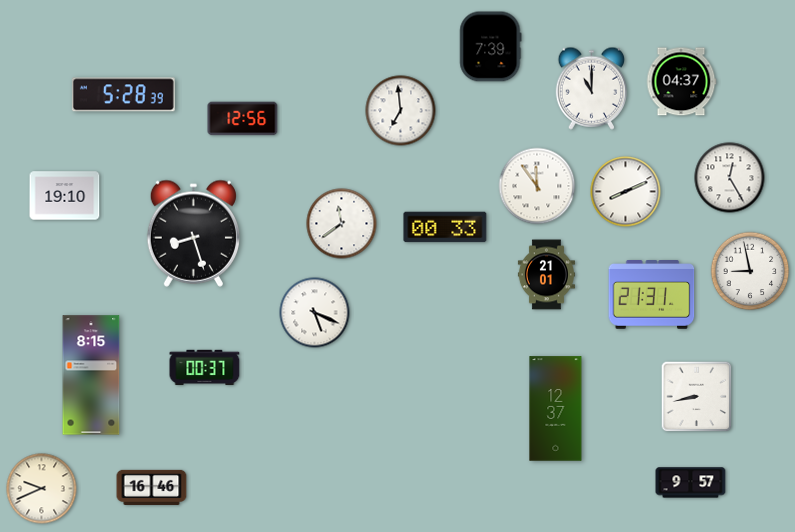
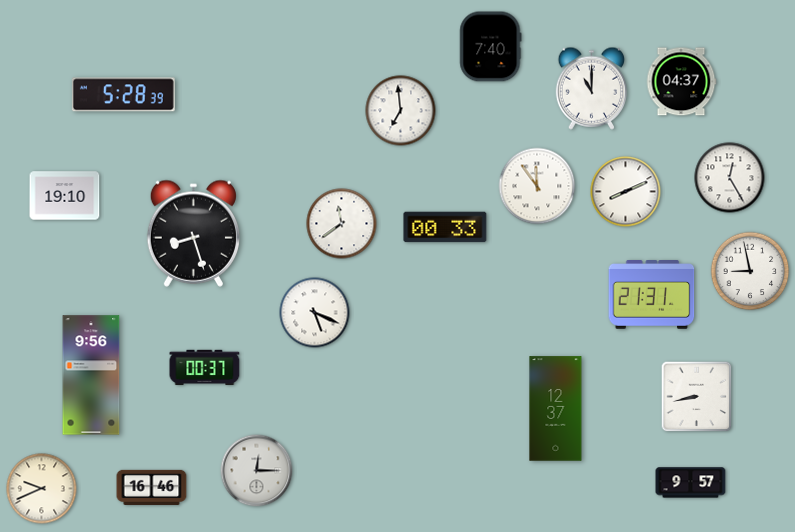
clock at (491, 47): 7:39 -> 7:40
clock at (243, 119): 12:56 -> none
clock at (546, 275): 21:01 -> none
clock at (91, 375): 8:15 -> 9:56
clock at (257, 471): none -> 12:15
